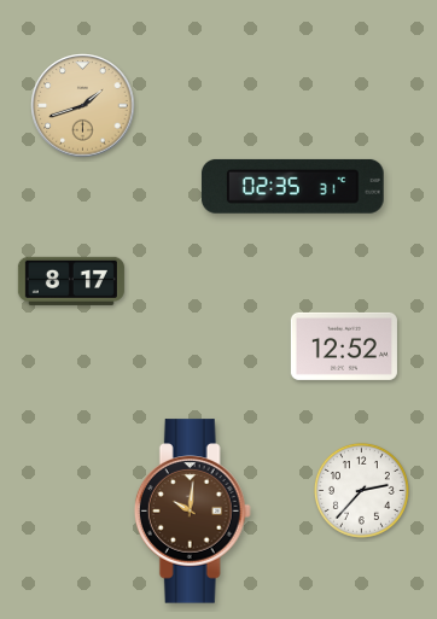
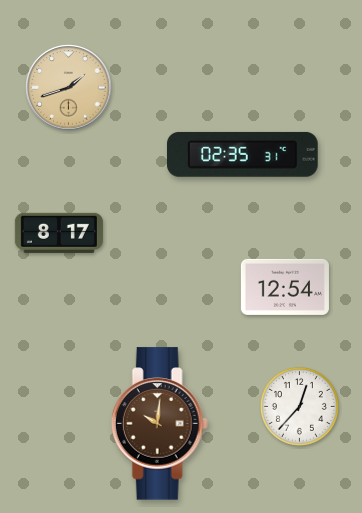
clock at (344, 346): 12:52 -> 12:54
clock at (361, 490): 2:37 -> 12:37
